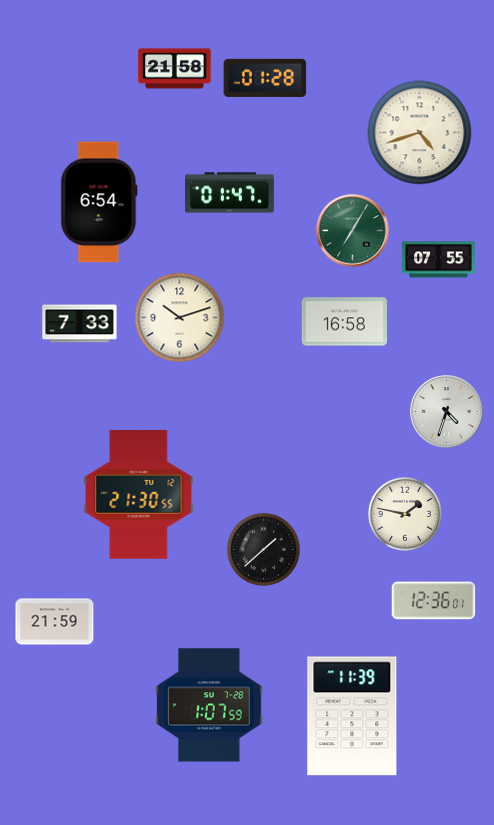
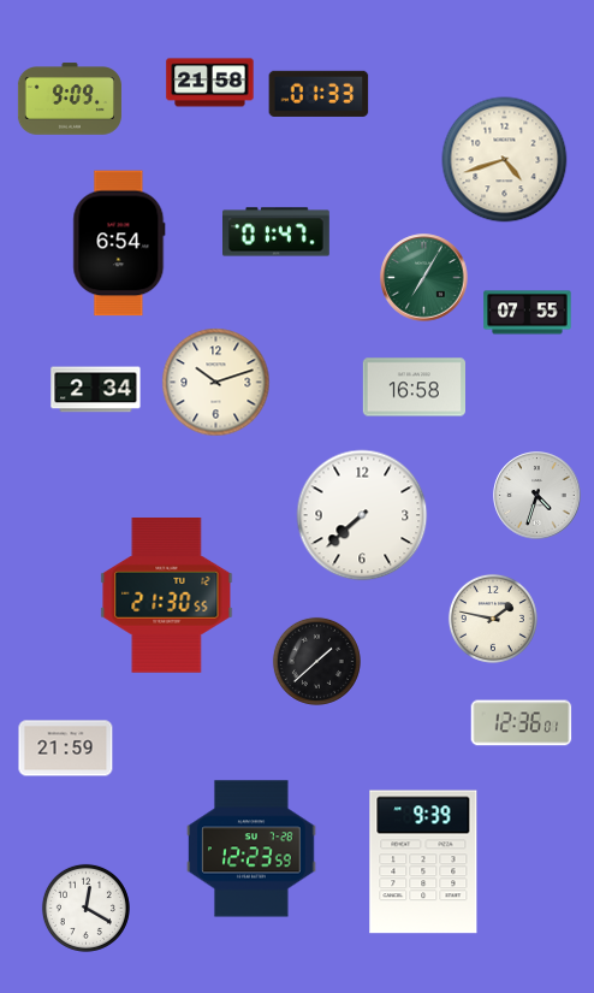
clock at (265, 78): 01:28 -> 01:33
clock at (70, 99): none -> 9:09
clock at (80, 324): 7:33 -> 2:34
clock at (362, 515): none -> 7:38
clock at (405, 514) position: (405, 514) -> (493, 619)
clock at (209, 705): 1:07 -> 12:23
clock at (352, 716): 11:39 -> 9:39
clock at (85, 908): none -> 12:20
